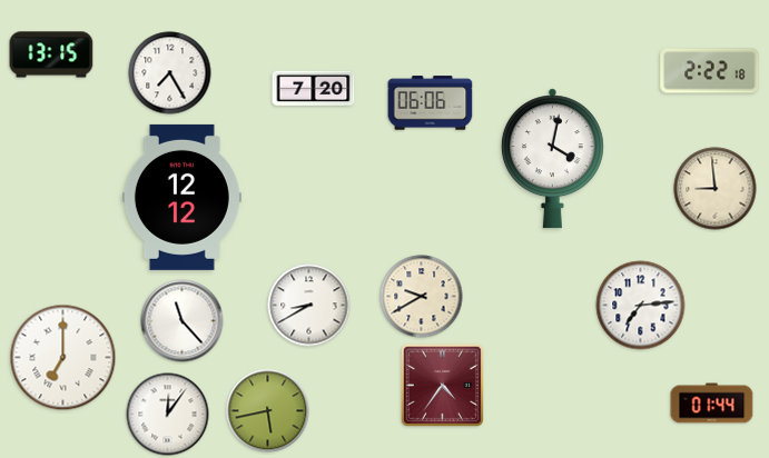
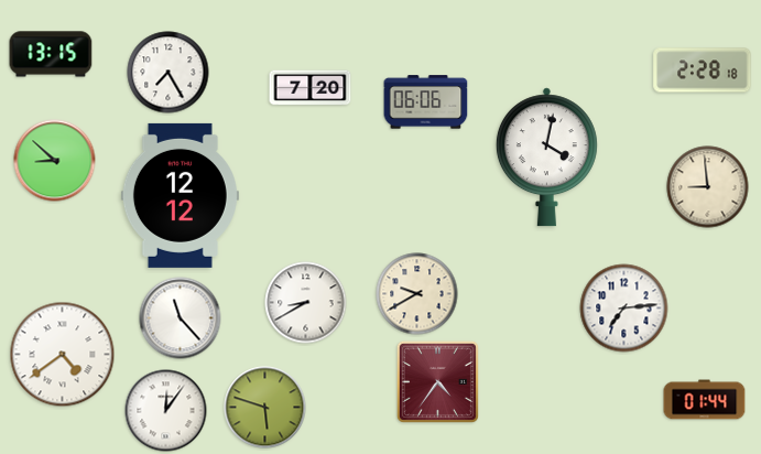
clock at (710, 71): 2:22 -> 2:28
clock at (55, 161): none -> 8:52
clock at (641, 306) position: (641, 306) -> (624, 309)
clock at (63, 358): 7:00 -> 4:39
clock at (268, 411): 5:43 -> 5:48
